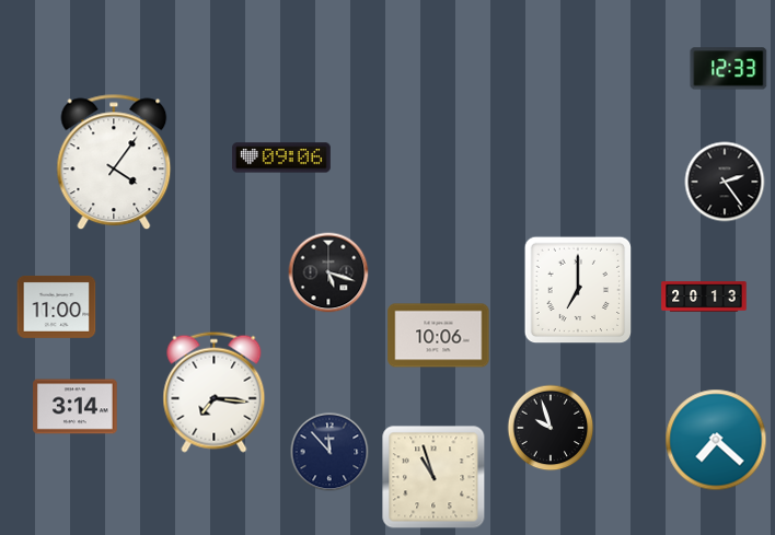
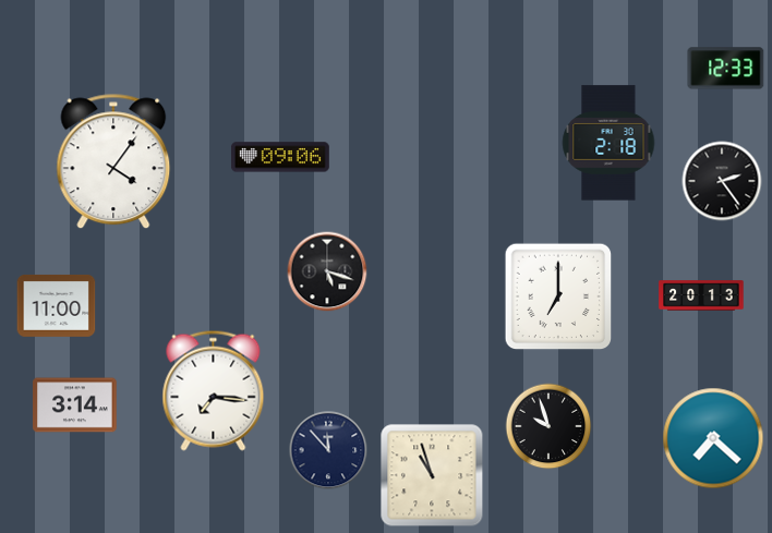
clock at (608, 143): none -> 2:18
clock at (578, 290) position: (578, 290) -> (558, 296)
clock at (439, 336): 10:06 -> none
